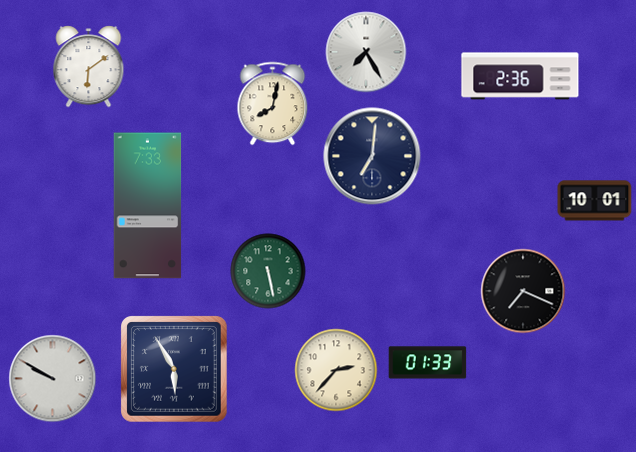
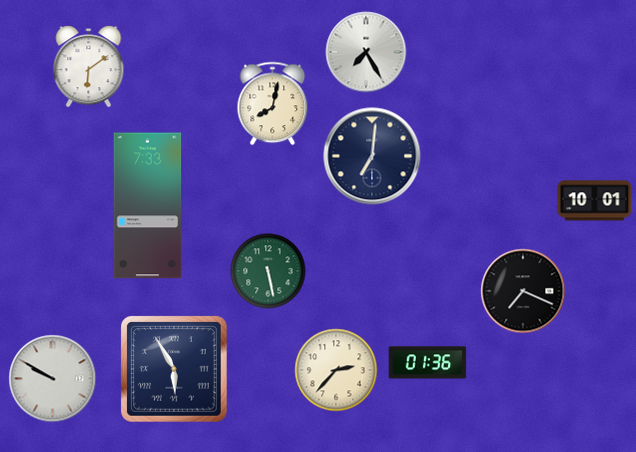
clock at (520, 76): 2:36 -> none
clock at (428, 363): 01:33 -> 01:36
